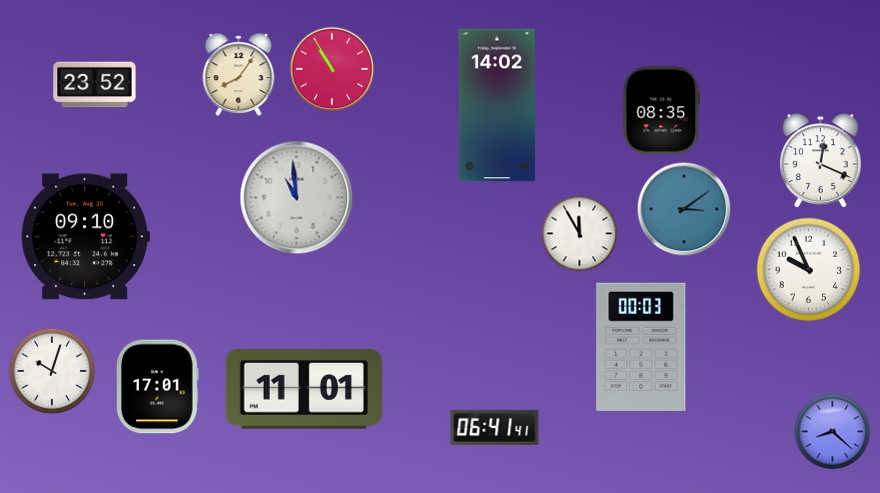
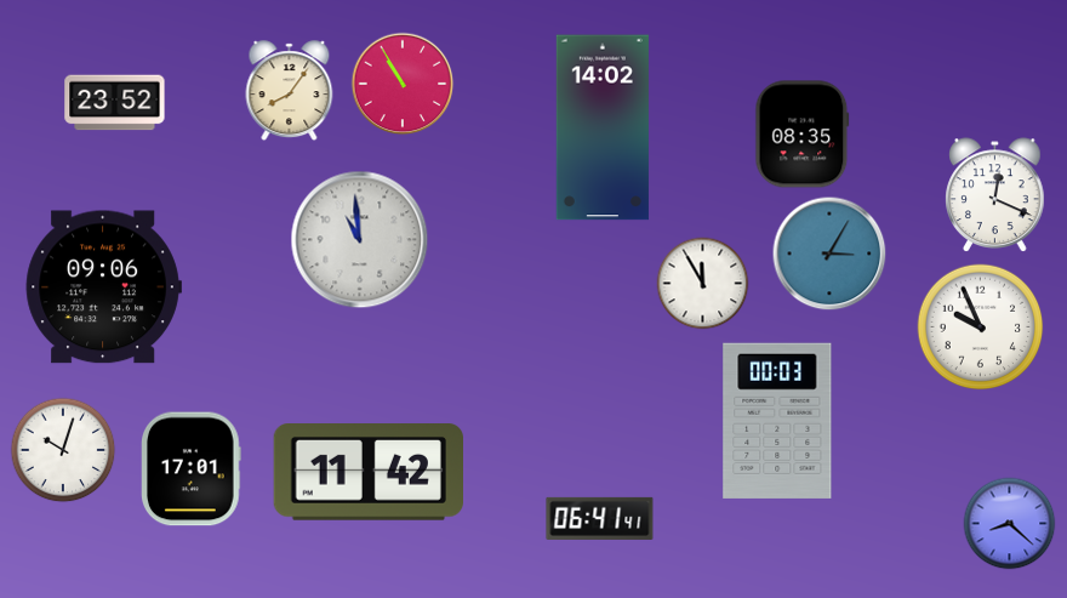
clock at (684, 209): 3:09 -> 3:05
clock at (85, 237): 09:10 -> 09:06
clock at (303, 390): 11:01 -> 11:42
